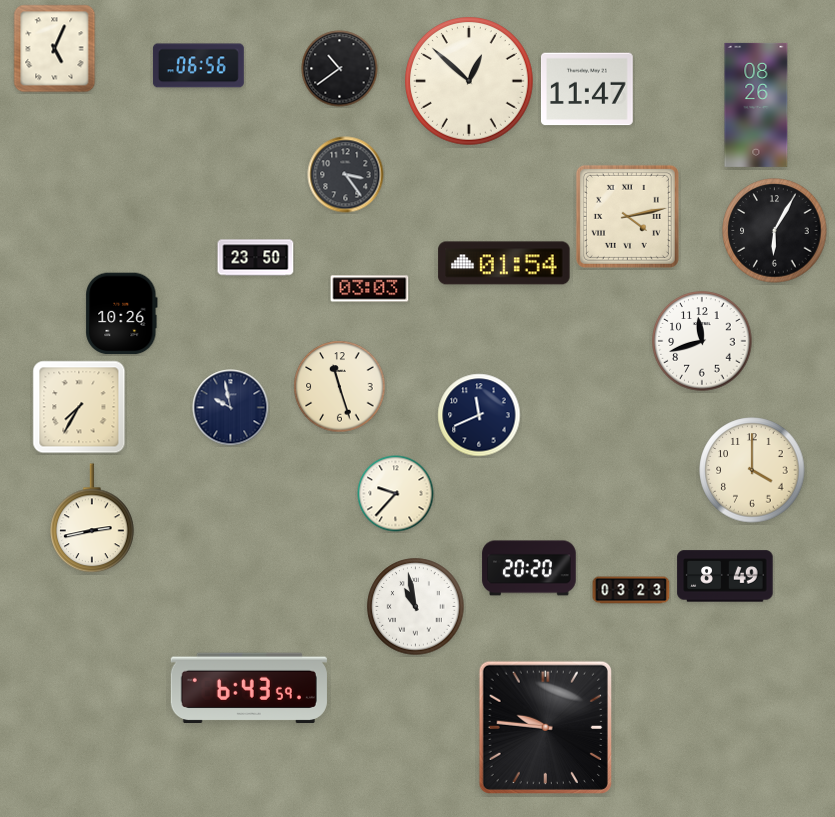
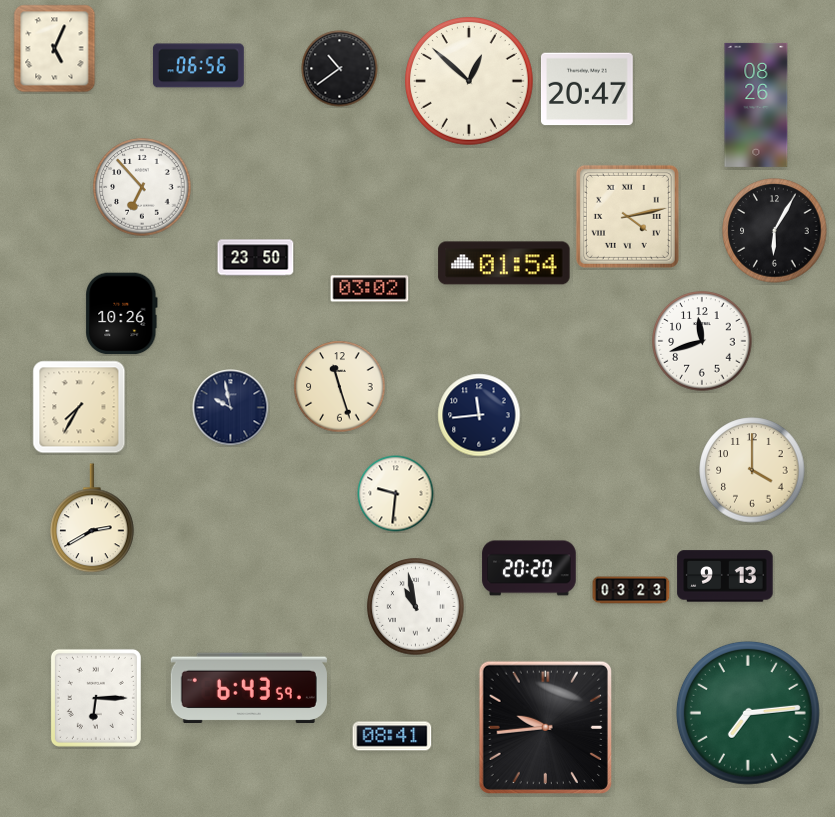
clock at (587, 89): 11:47 -> 20:47
clock at (346, 175): 3:24 -> none
clock at (142, 187): none -> 6:53
clock at (370, 289): 03:03 -> 03:02
clock at (479, 415): 11:41 -> 11:44
clock at (396, 494): 9:37 -> 9:31
clock at (92, 519): 2:43 -> 2:40
clock at (725, 576): 8:49 -> 9:13
clock at (96, 698): none -> 6:15
clock at (748, 713): none -> 7:14
clock at (545, 727): 9:46 -> 9:44
clock at (392, 736): none -> 08:41
